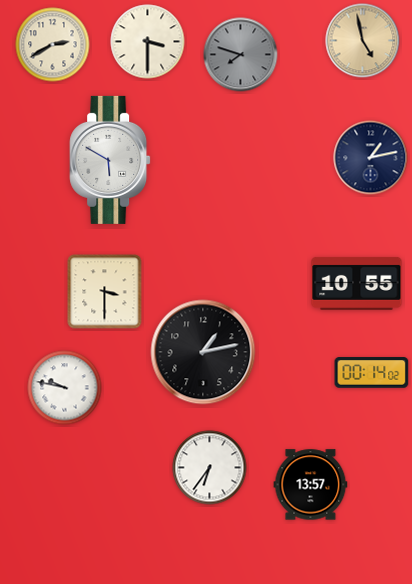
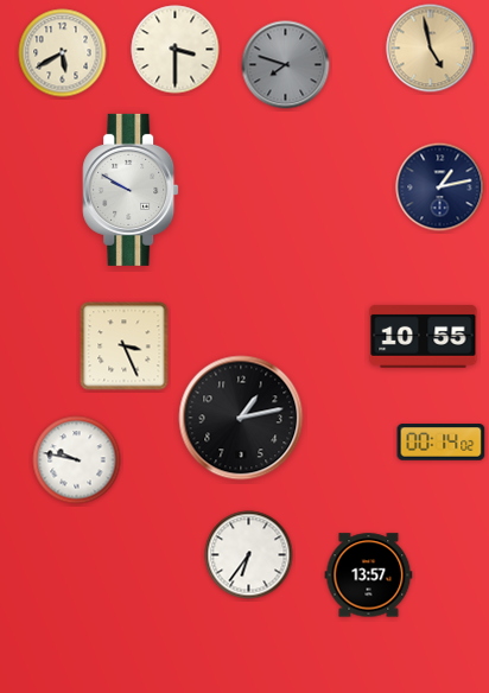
clock at (53, 45): 2:40 -> 5:40
clock at (110, 160): 5:50 -> 9:50
clock at (105, 292): 3:30 -> 3:26
